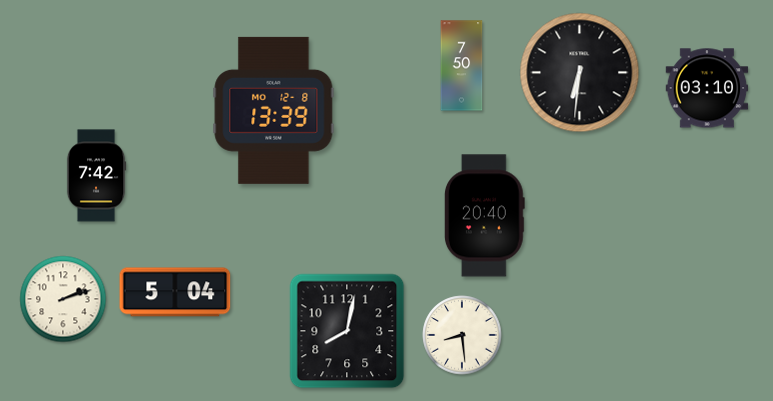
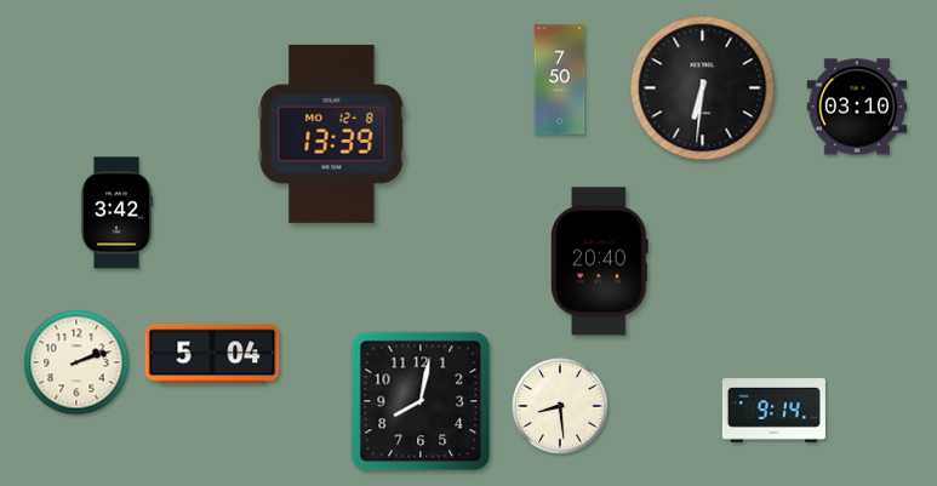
clock at (96, 176): 7:42 -> 3:42
clock at (484, 216) position: (484, 216) -> (599, 262)
clock at (773, 411): none -> 9:14
